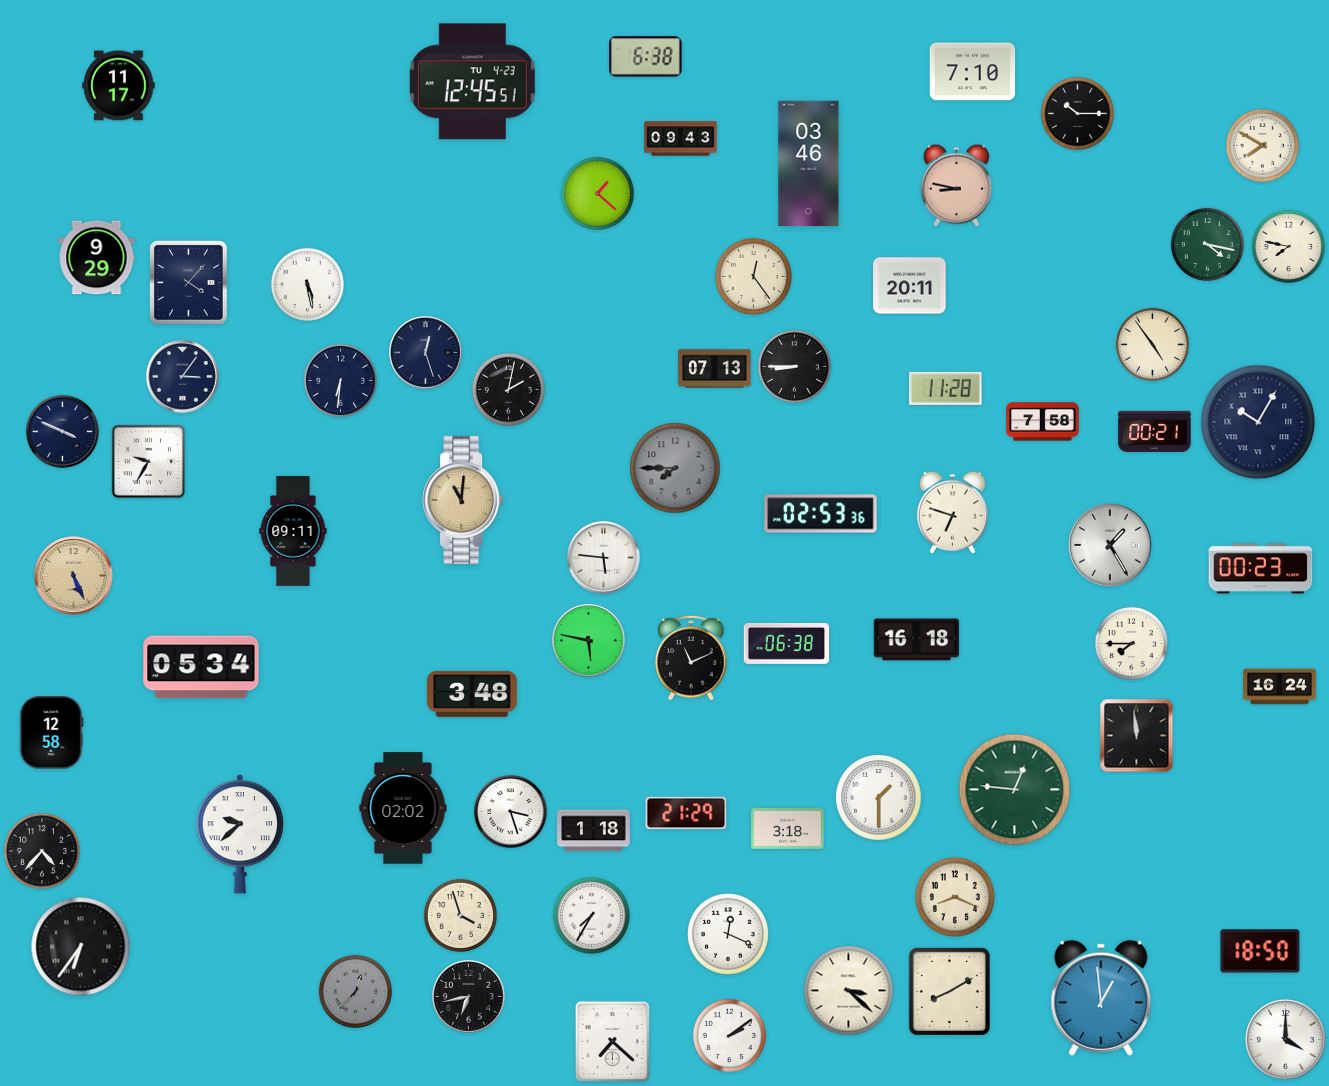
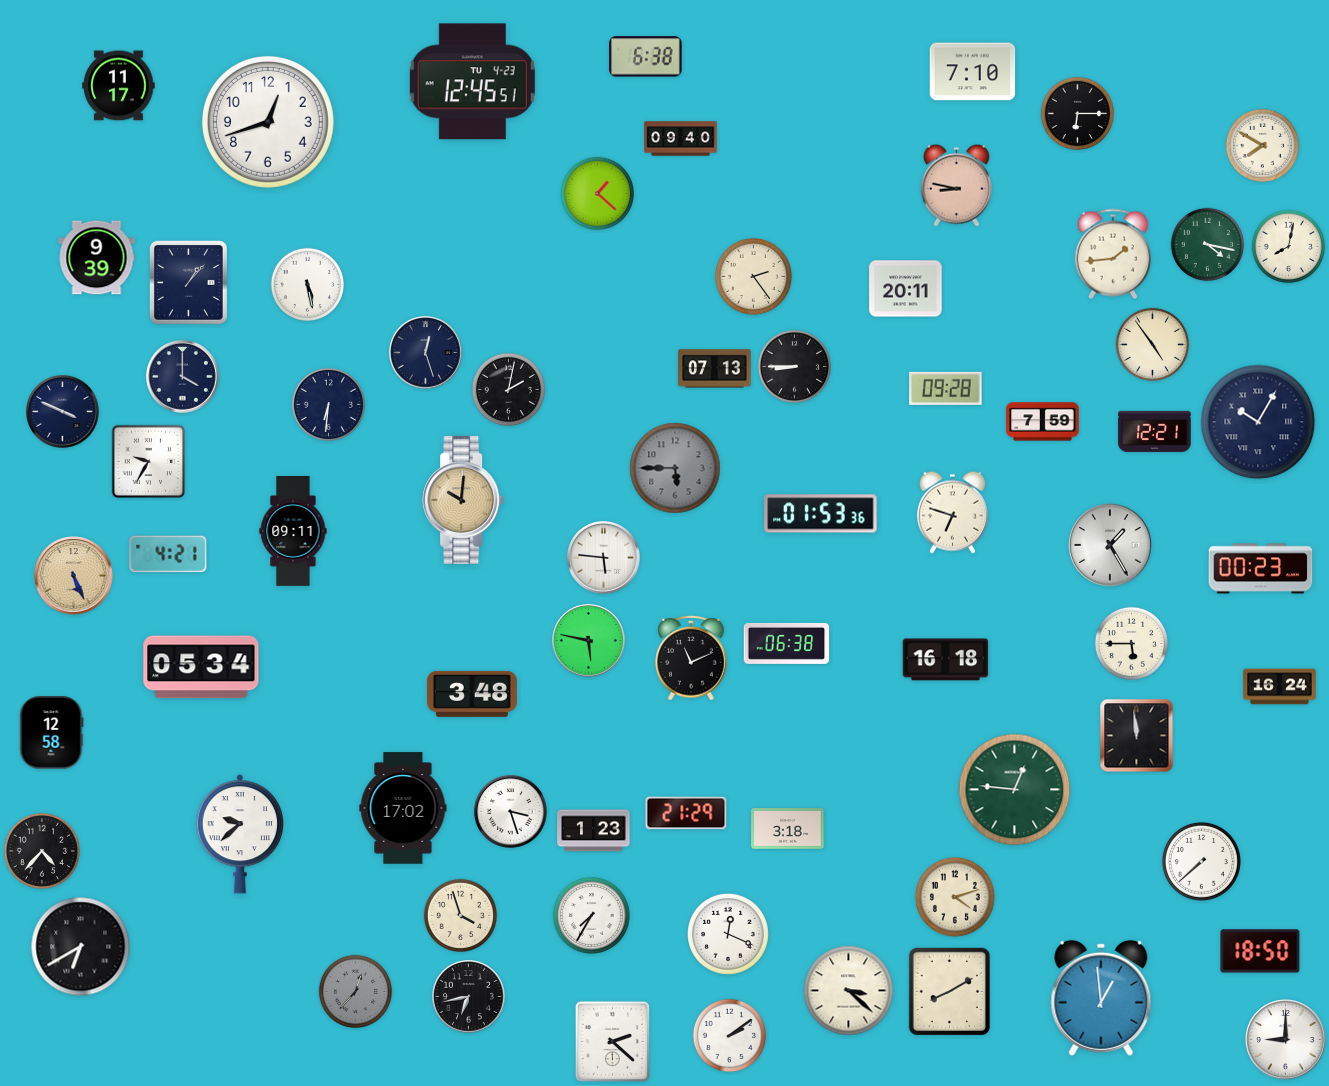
clock at (1077, 113): 10:15 -> 6:15
clock at (268, 122): none -> 12:42
clock at (681, 139): 09:43 -> 09:40
clock at (809, 164): 03:46 -> none
clock at (1288, 246): 7:47 -> 8:02
clock at (1113, 254): none -> 1:44
clock at (97, 258): 9:29 -> 9:39
clock at (753, 276): 12:24 -> 2:24
clock at (188, 282): 4:07 -> 1:07
clock at (910, 286) position: (910, 286) -> (906, 289)
clock at (183, 377): 3:06 -> 4:00
clock at (340, 380) position: (340, 380) -> (328, 404)
clock at (946, 388): 11:28 -> 09:28
clock at (1043, 422): 7:58 -> 7:59
clock at (1155, 431): 00:21 -> 12:21
clock at (63, 432) position: (63, 432) -> (63, 412)
clock at (675, 468): 7:45 -> 5:45
clock at (463, 500): 11:01 -> 10:01
clock at (821, 514): 02:53 -> 01:53
clock at (168, 554): none -> 4:21
clock at (917, 640) position: (917, 640) -> (946, 660)
clock at (1131, 643): 7:45 -> 5:45
clock at (879, 798): 1:30 -> none
clock at (403, 808): 02:02 -> 17:02
clock at (594, 831): 1:18 -> 1:23
clock at (1201, 861): none -> 7:38
clock at (955, 897): 8:19 -> 4:12
clock at (81, 947): 6:36 -> 6:40
clock at (1286, 1040): 4:00 -> 9:00
clock at (612, 1041): 7:22 -> 2:22
